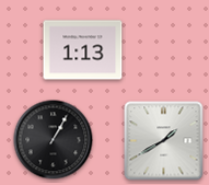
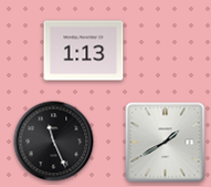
clock at (54, 140): 1:05 -> 11:26
